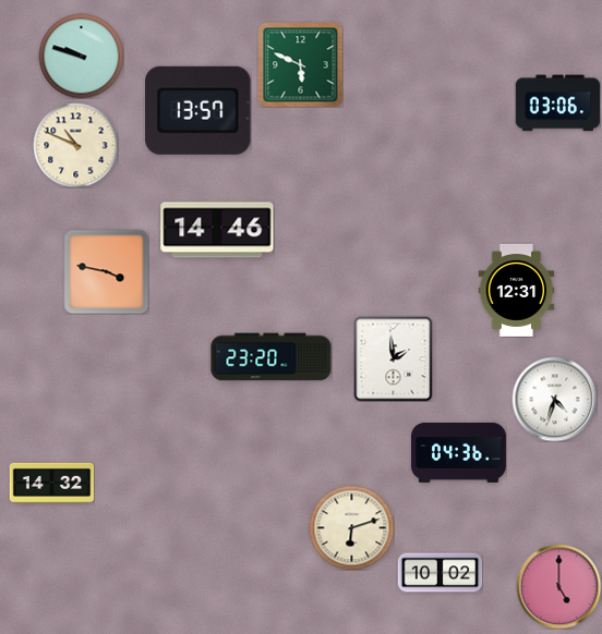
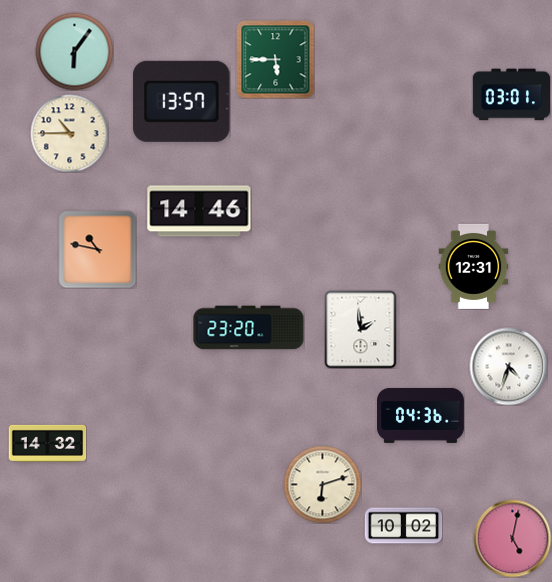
clock at (81, 56): 9:48 -> 6:06
clock at (300, 64): 5:49 -> 5:45
clock at (557, 103): 03:06 -> 03:01
clock at (75, 145): 10:49 -> 10:45
clock at (106, 271): 3:47 -> 10:47
clock at (558, 586): 5:00 -> 5:02
